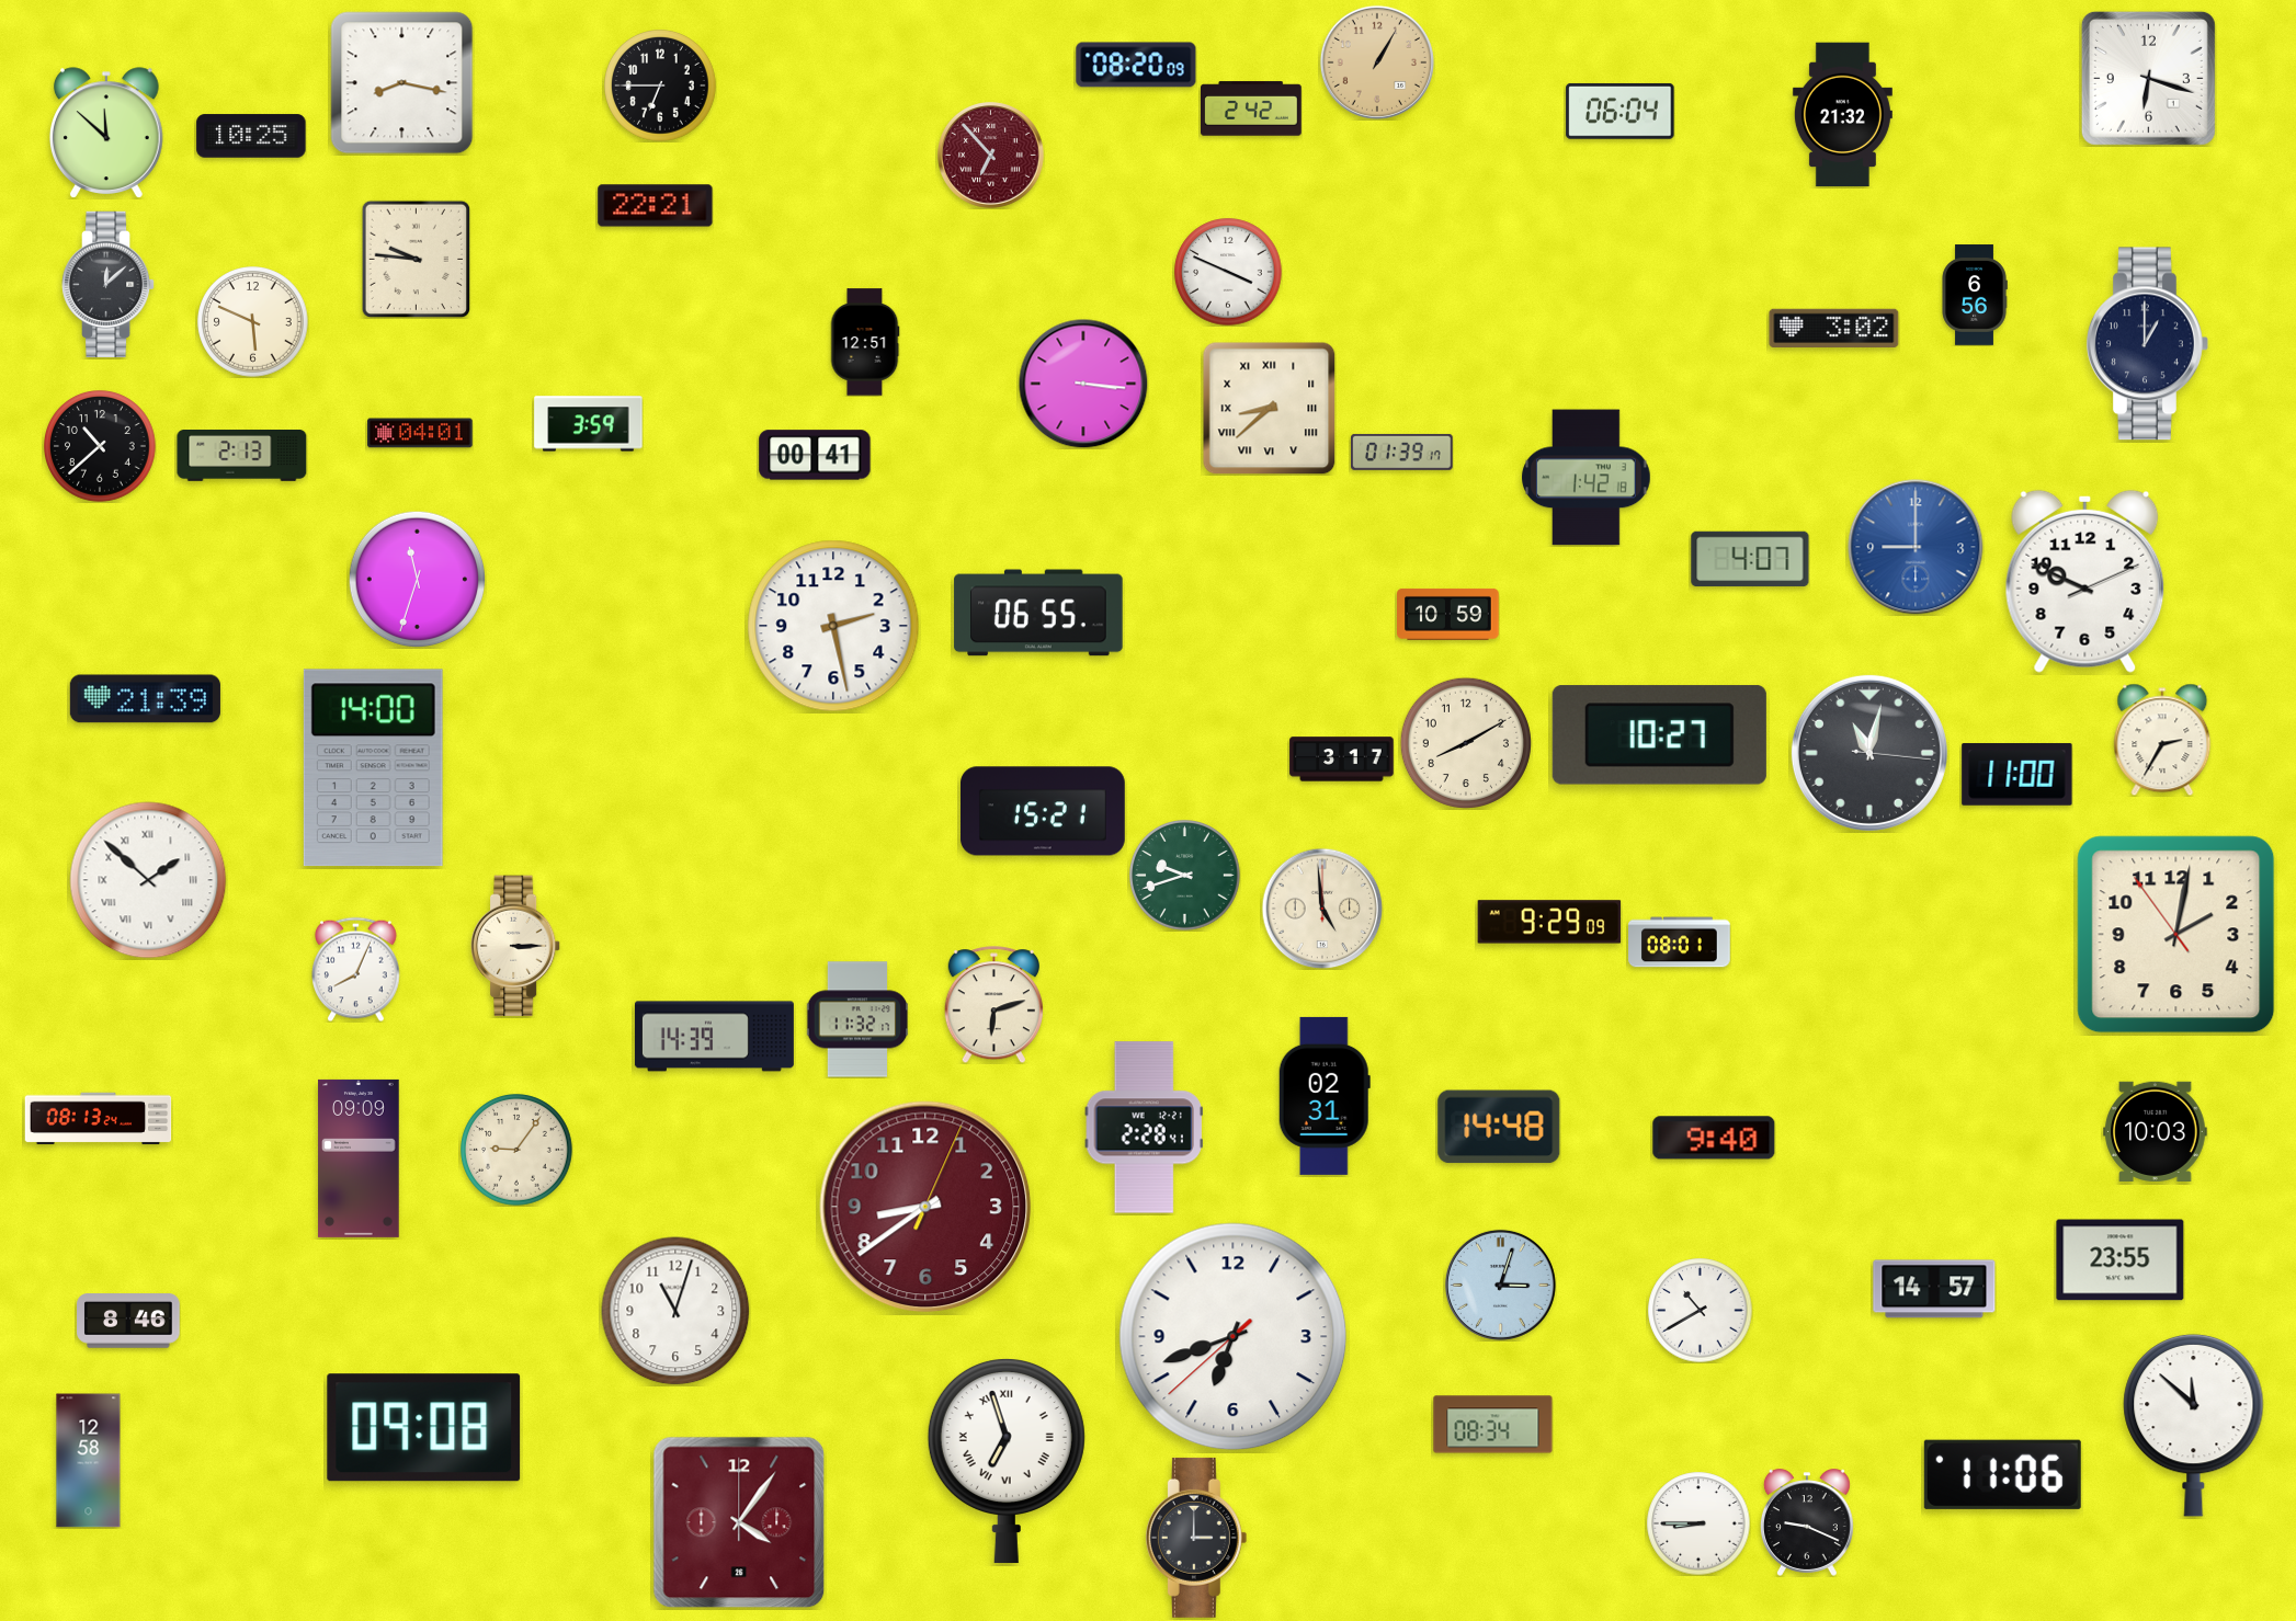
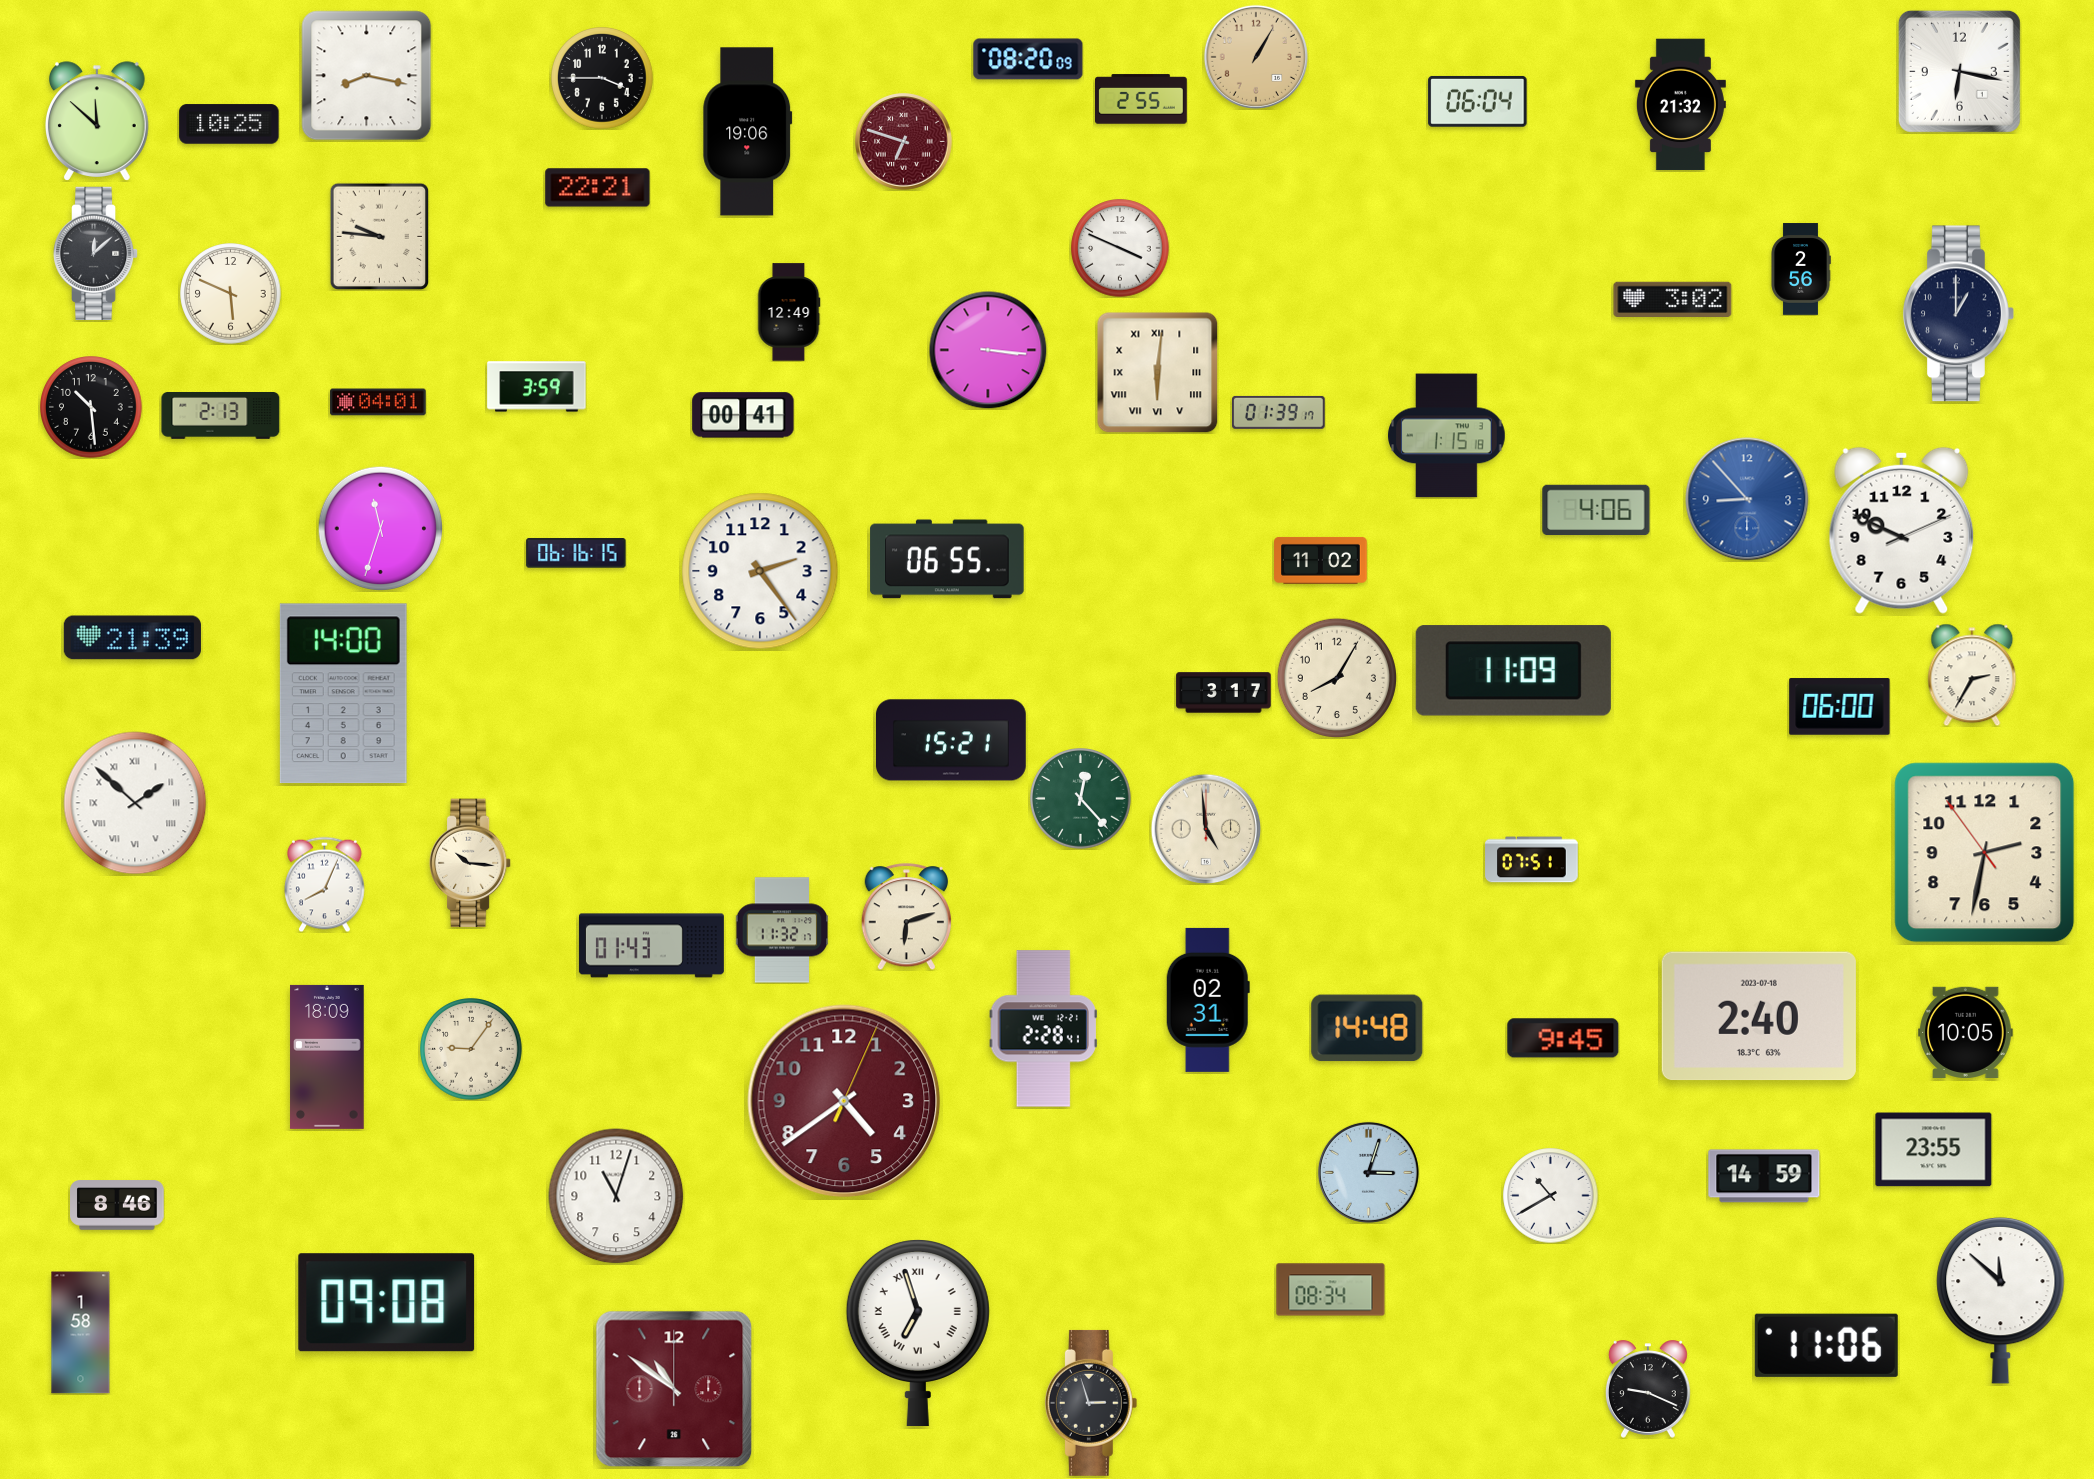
clock at (1136, 65) position: (1136, 65) -> (1028, 59)
clock at (2148, 78): 6:18 -> 6:17
clock at (660, 85): 6:45 -> 3:45
clock at (1252, 109): 2:42 -> 2:55
clock at (748, 132): none -> 19:06
clock at (991, 156): 6:53 -> 6:48
clock at (109, 285) position: (109, 285) -> (96, 254)
clock at (1975, 295): 6:56 -> 2:56
clock at (865, 342): 12:51 -> 12:49
clock at (1270, 409): 8:38 -> 6:01
clock at (420, 433) position: (420, 433) -> (378, 402)
clock at (100, 446): 10:38 -> 10:29
clock at (1587, 478): 1:42 -> 1:15
clock at (1916, 547): 9:00 -> 8:53
clock at (1750, 559): 4:07 -> 4:06
clock at (576, 553): none -> 06:16
clock at (1448, 614): 10:59 -> 11:02
clock at (833, 626): 2:28 -> 2:24
clock at (1659, 735): 10:27 -> 11:09
clock at (1466, 743): 8:10 -> 8:05
clock at (1869, 753): 11:02 -> none
clock at (373, 768) position: (373, 768) -> (343, 694)
clock at (2017, 775): 11:00 -> 06:00
clock at (1185, 876): 9:42 -> 12:23
clock at (1549, 922): 9:29 -> none
clock at (2176, 935): 2:01 -> 2:31
clock at (1680, 943): 08:01 -> 07:51
clock at (515, 946): 3:15 -> 10:16
clock at (714, 1037): 14:39 -> 01:43
clock at (1759, 1016): none -> 2:40
clock at (99, 1119): 08:13 -> none
clock at (2156, 1131): 10:03 -> 10:05
clock at (1714, 1138): 9:40 -> 9:45
clock at (359, 1158): 09:09 -> 18:09
clock at (925, 1207): 8:39 -> 4:39
clock at (1934, 1289): 14:57 -> 14:59
clock at (1234, 1337): 6:41 -> none
clock at (1493, 1425) position: (1493, 1425) -> (1331, 1290)
clock at (89, 1461): 12:58 -> 1:58
clock at (739, 1522): 4:06 -> 10:51
clock at (1698, 1523): 8:45 -> none
clock at (1196, 1538): 3:00 -> 2:57
